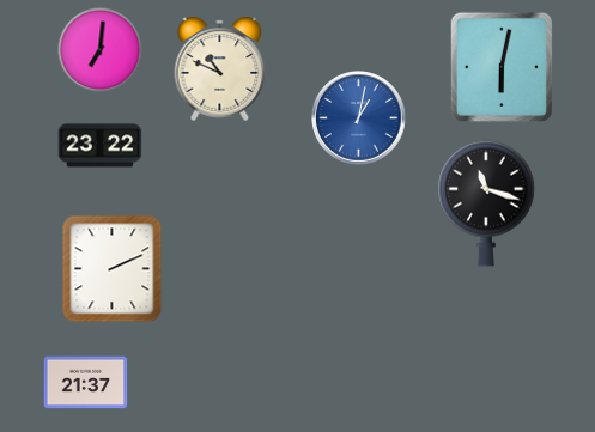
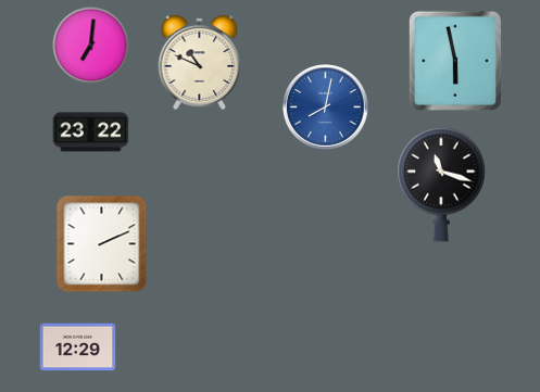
clock at (500, 67): 6:02 -> 5:58
clock at (359, 118): 1:02 -> 8:02
clock at (86, 383): 21:37 -> 12:29
